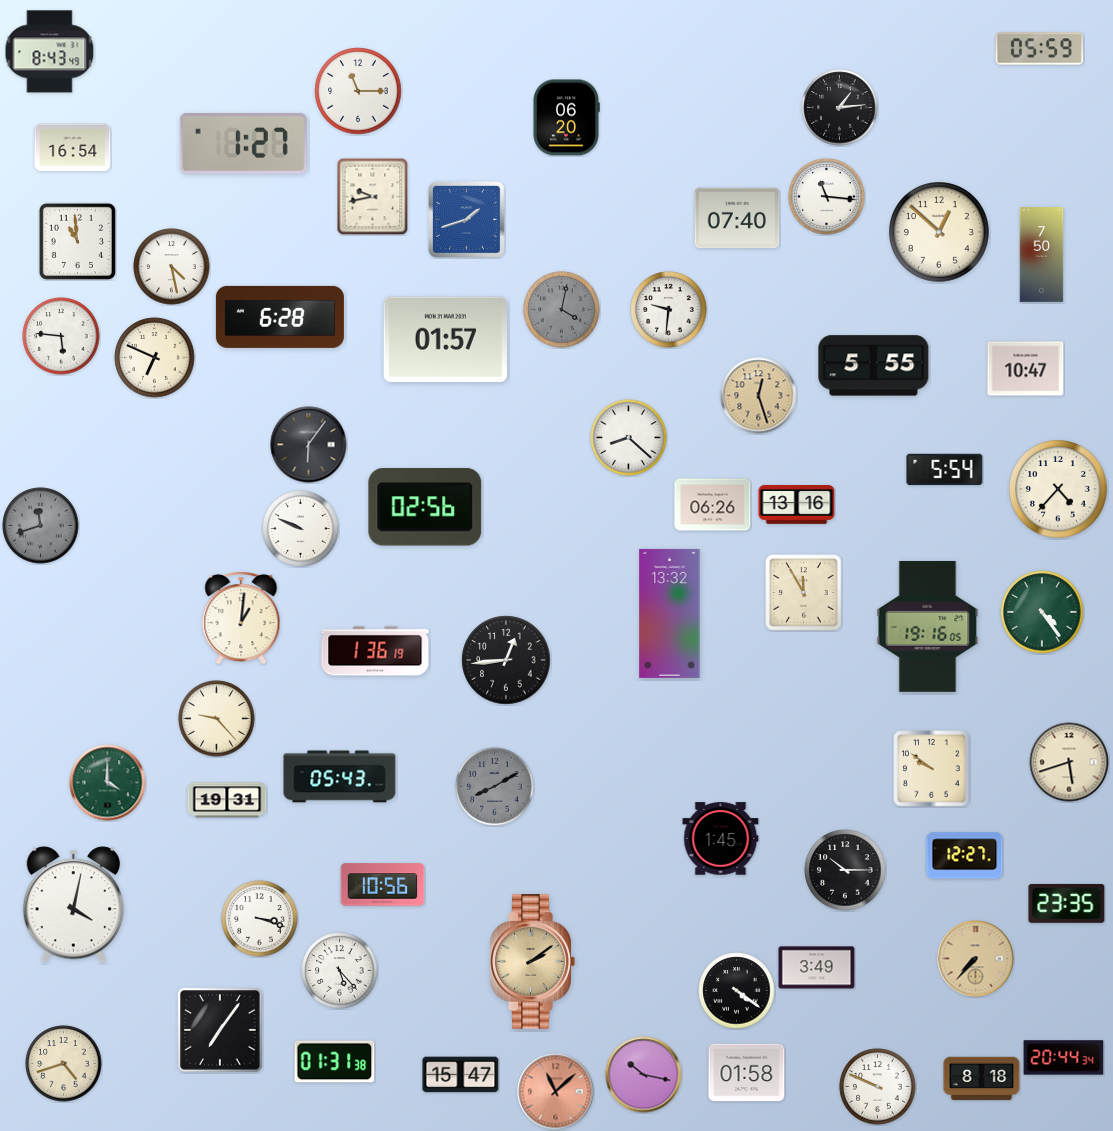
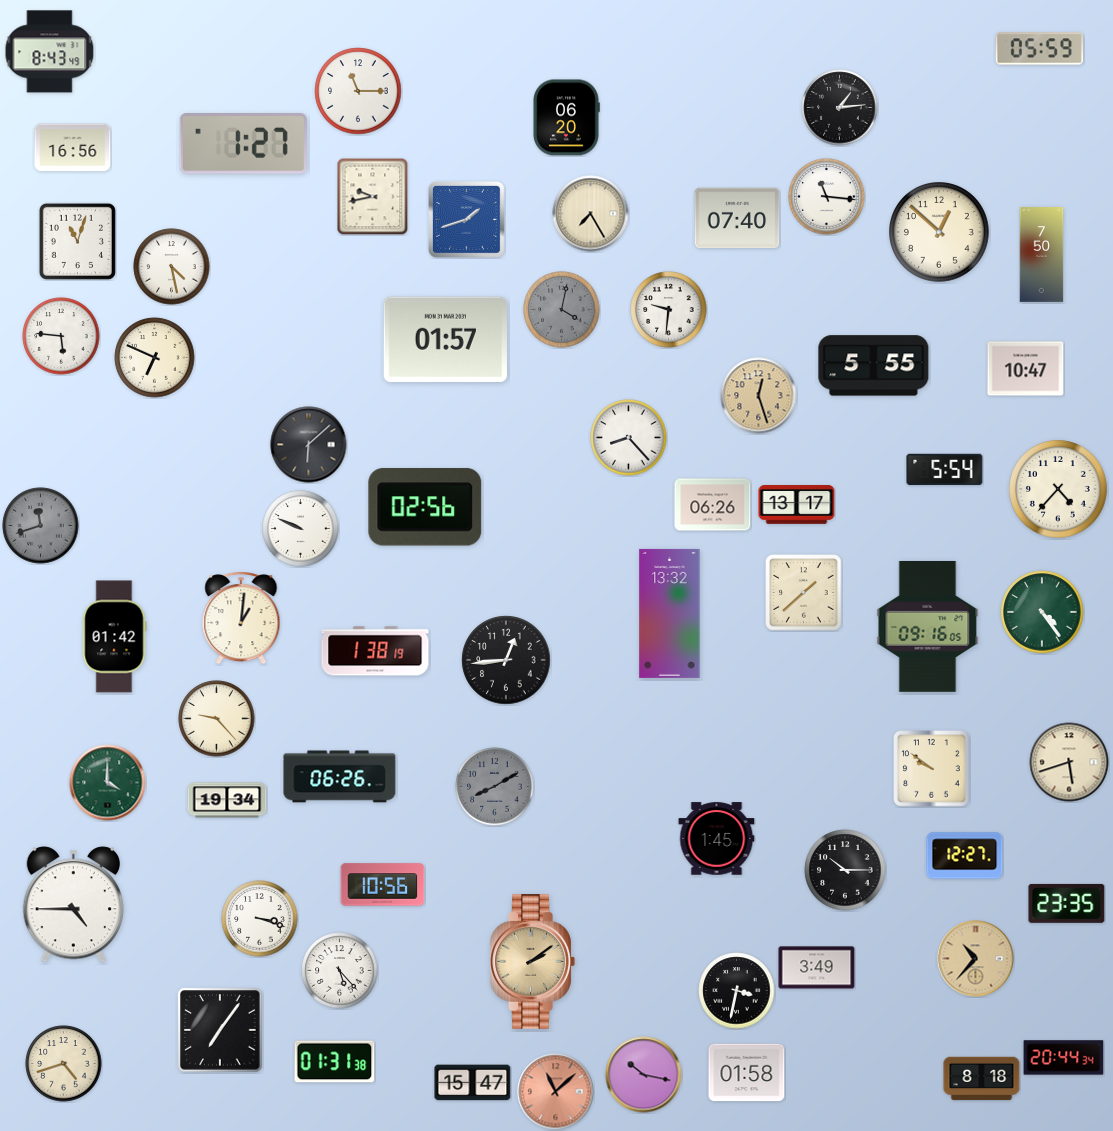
clock at (73, 148): 16:54 -> 16:56
clock at (591, 214): none -> 7:25
clock at (77, 241): 10:59 -> 11:03
clock at (280, 317): 6:28 -> none
clock at (629, 438): 8:22 -> 8:23
clock at (309, 445): 6:06 -> 6:08
clock at (797, 505): 13:16 -> 13:17
clock at (804, 593): 11:55 -> 1:38
clock at (928, 626): 19:16 -> 09:16
clock at (114, 637): none -> 01:42
clock at (375, 651): 1:36 -> 1:38
clock at (340, 777): 05:43 -> 06:26
clock at (227, 800): 19:31 -> 19:34
clock at (721, 839) position: (721, 839) -> (717, 839)
clock at (73, 905): 4:02 -> 4:45
clock at (976, 959): 7:37 -> 10:37
clock at (737, 991): 4:21 -> 3:32
clock at (461, 1075) position: (461, 1075) -> (473, 1083)
clock at (878, 1087): 9:49 -> none
